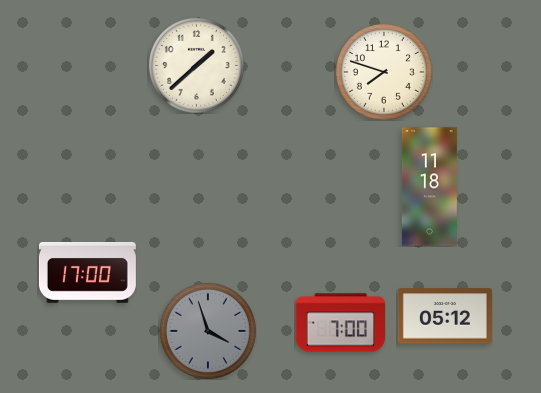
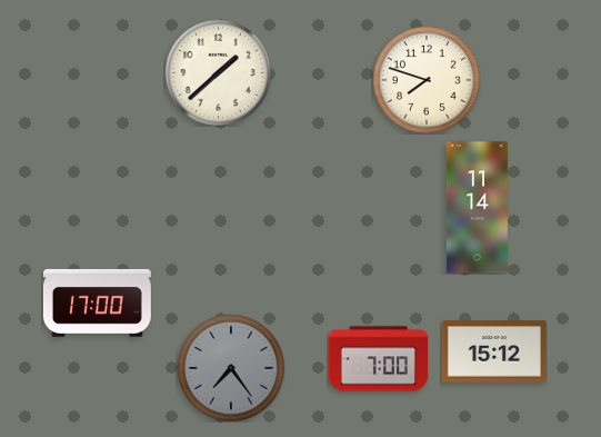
clock at (429, 187): 11:18 -> 11:14
clock at (445, 316): 05:12 -> 15:12
clock at (208, 331): 3:57 -> 7:24
